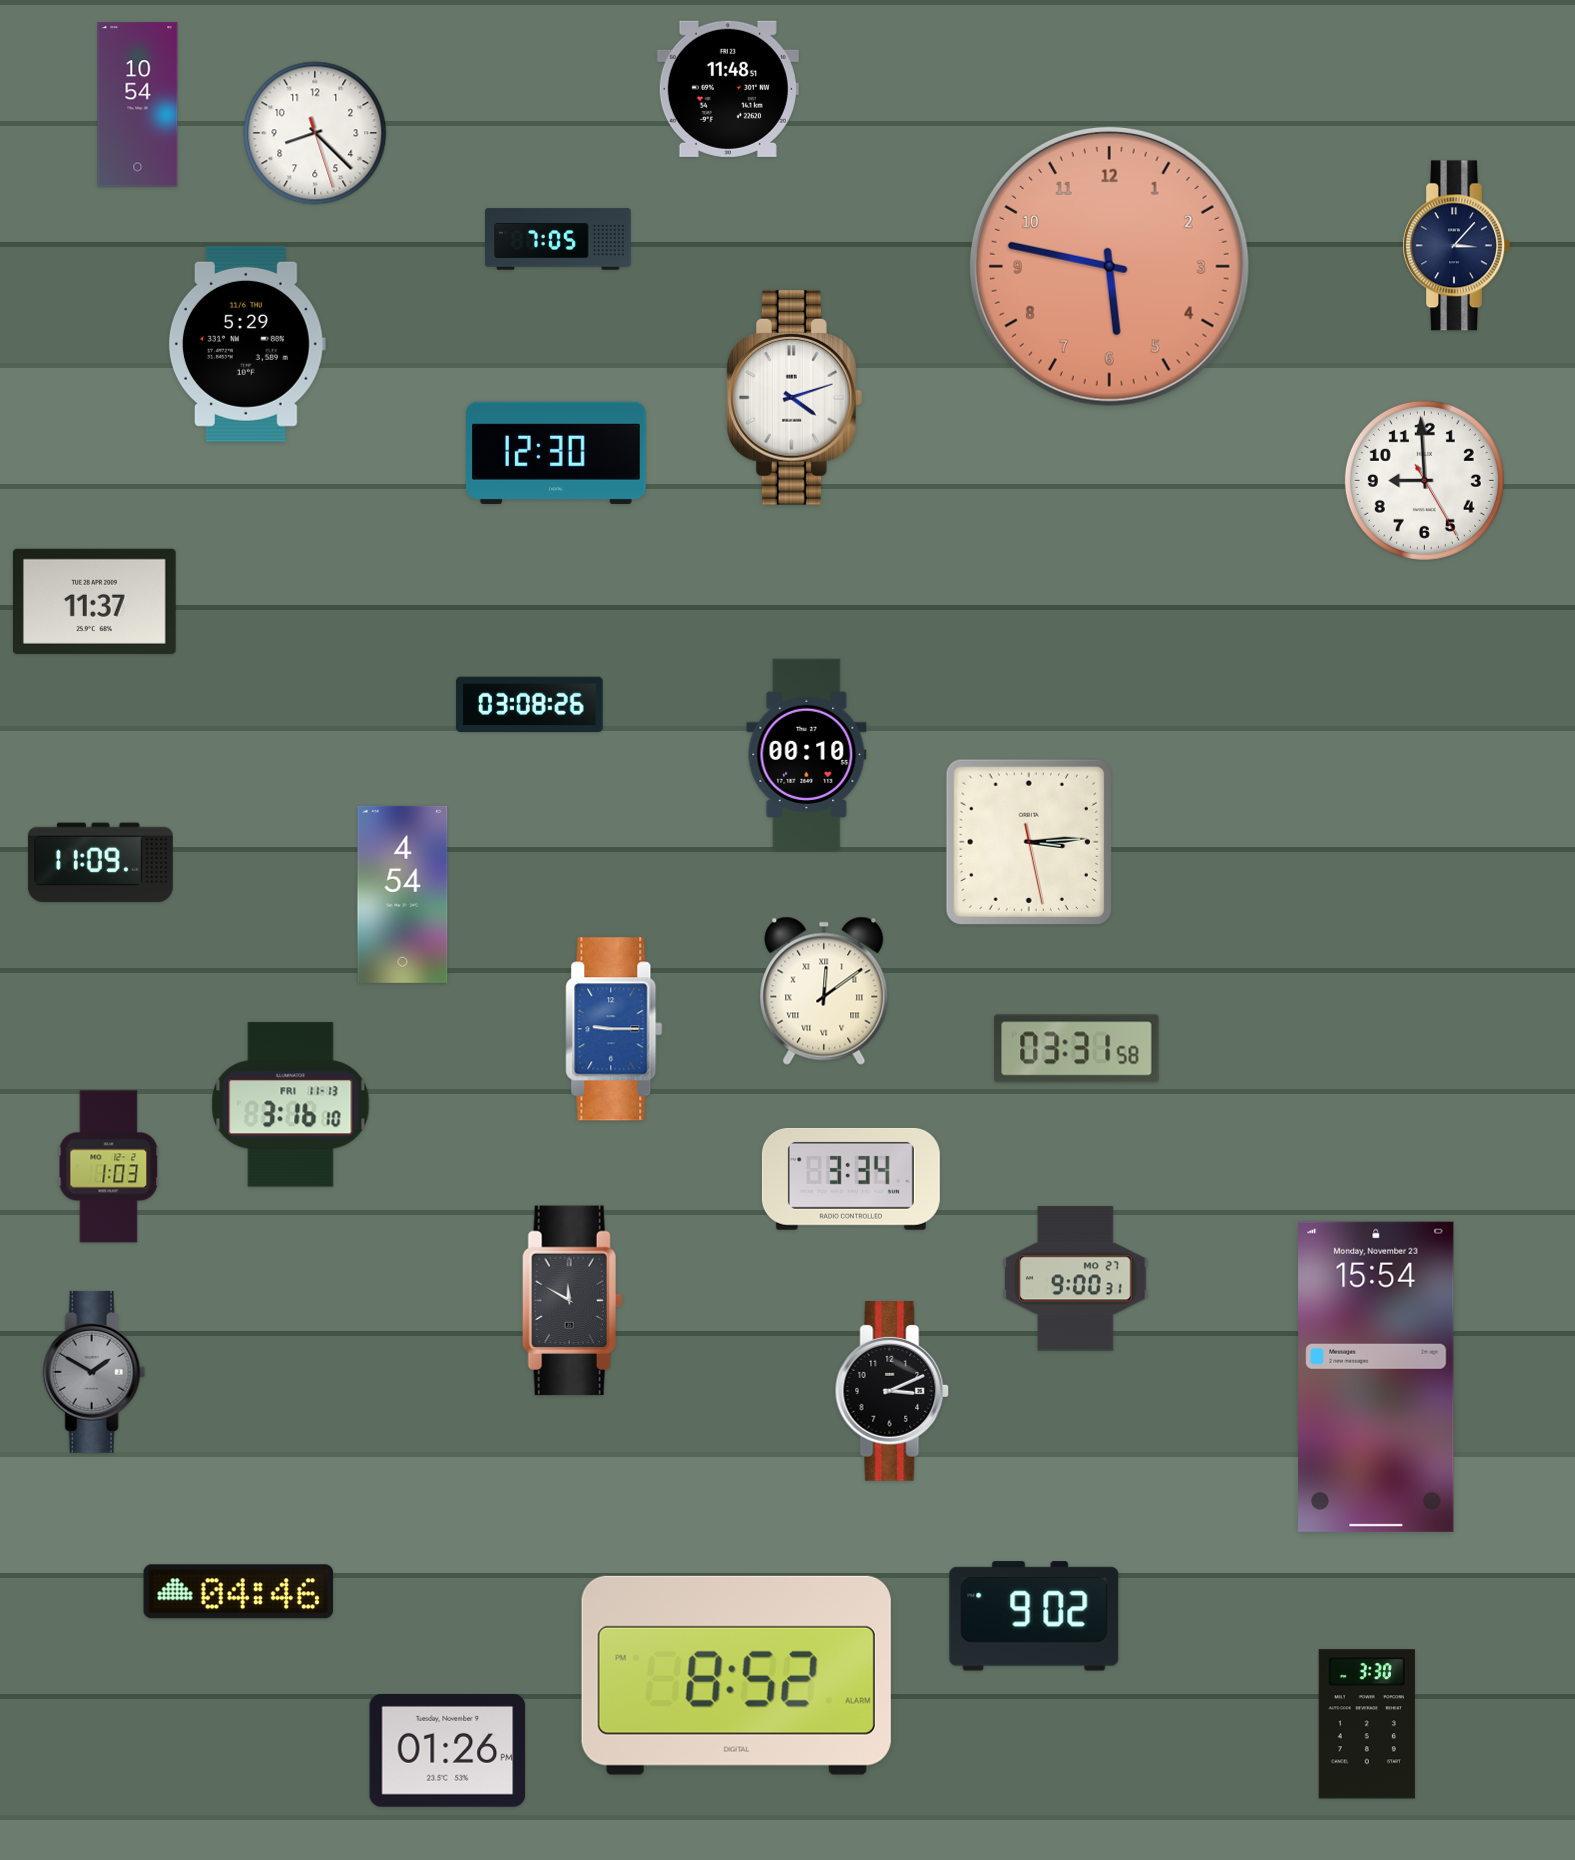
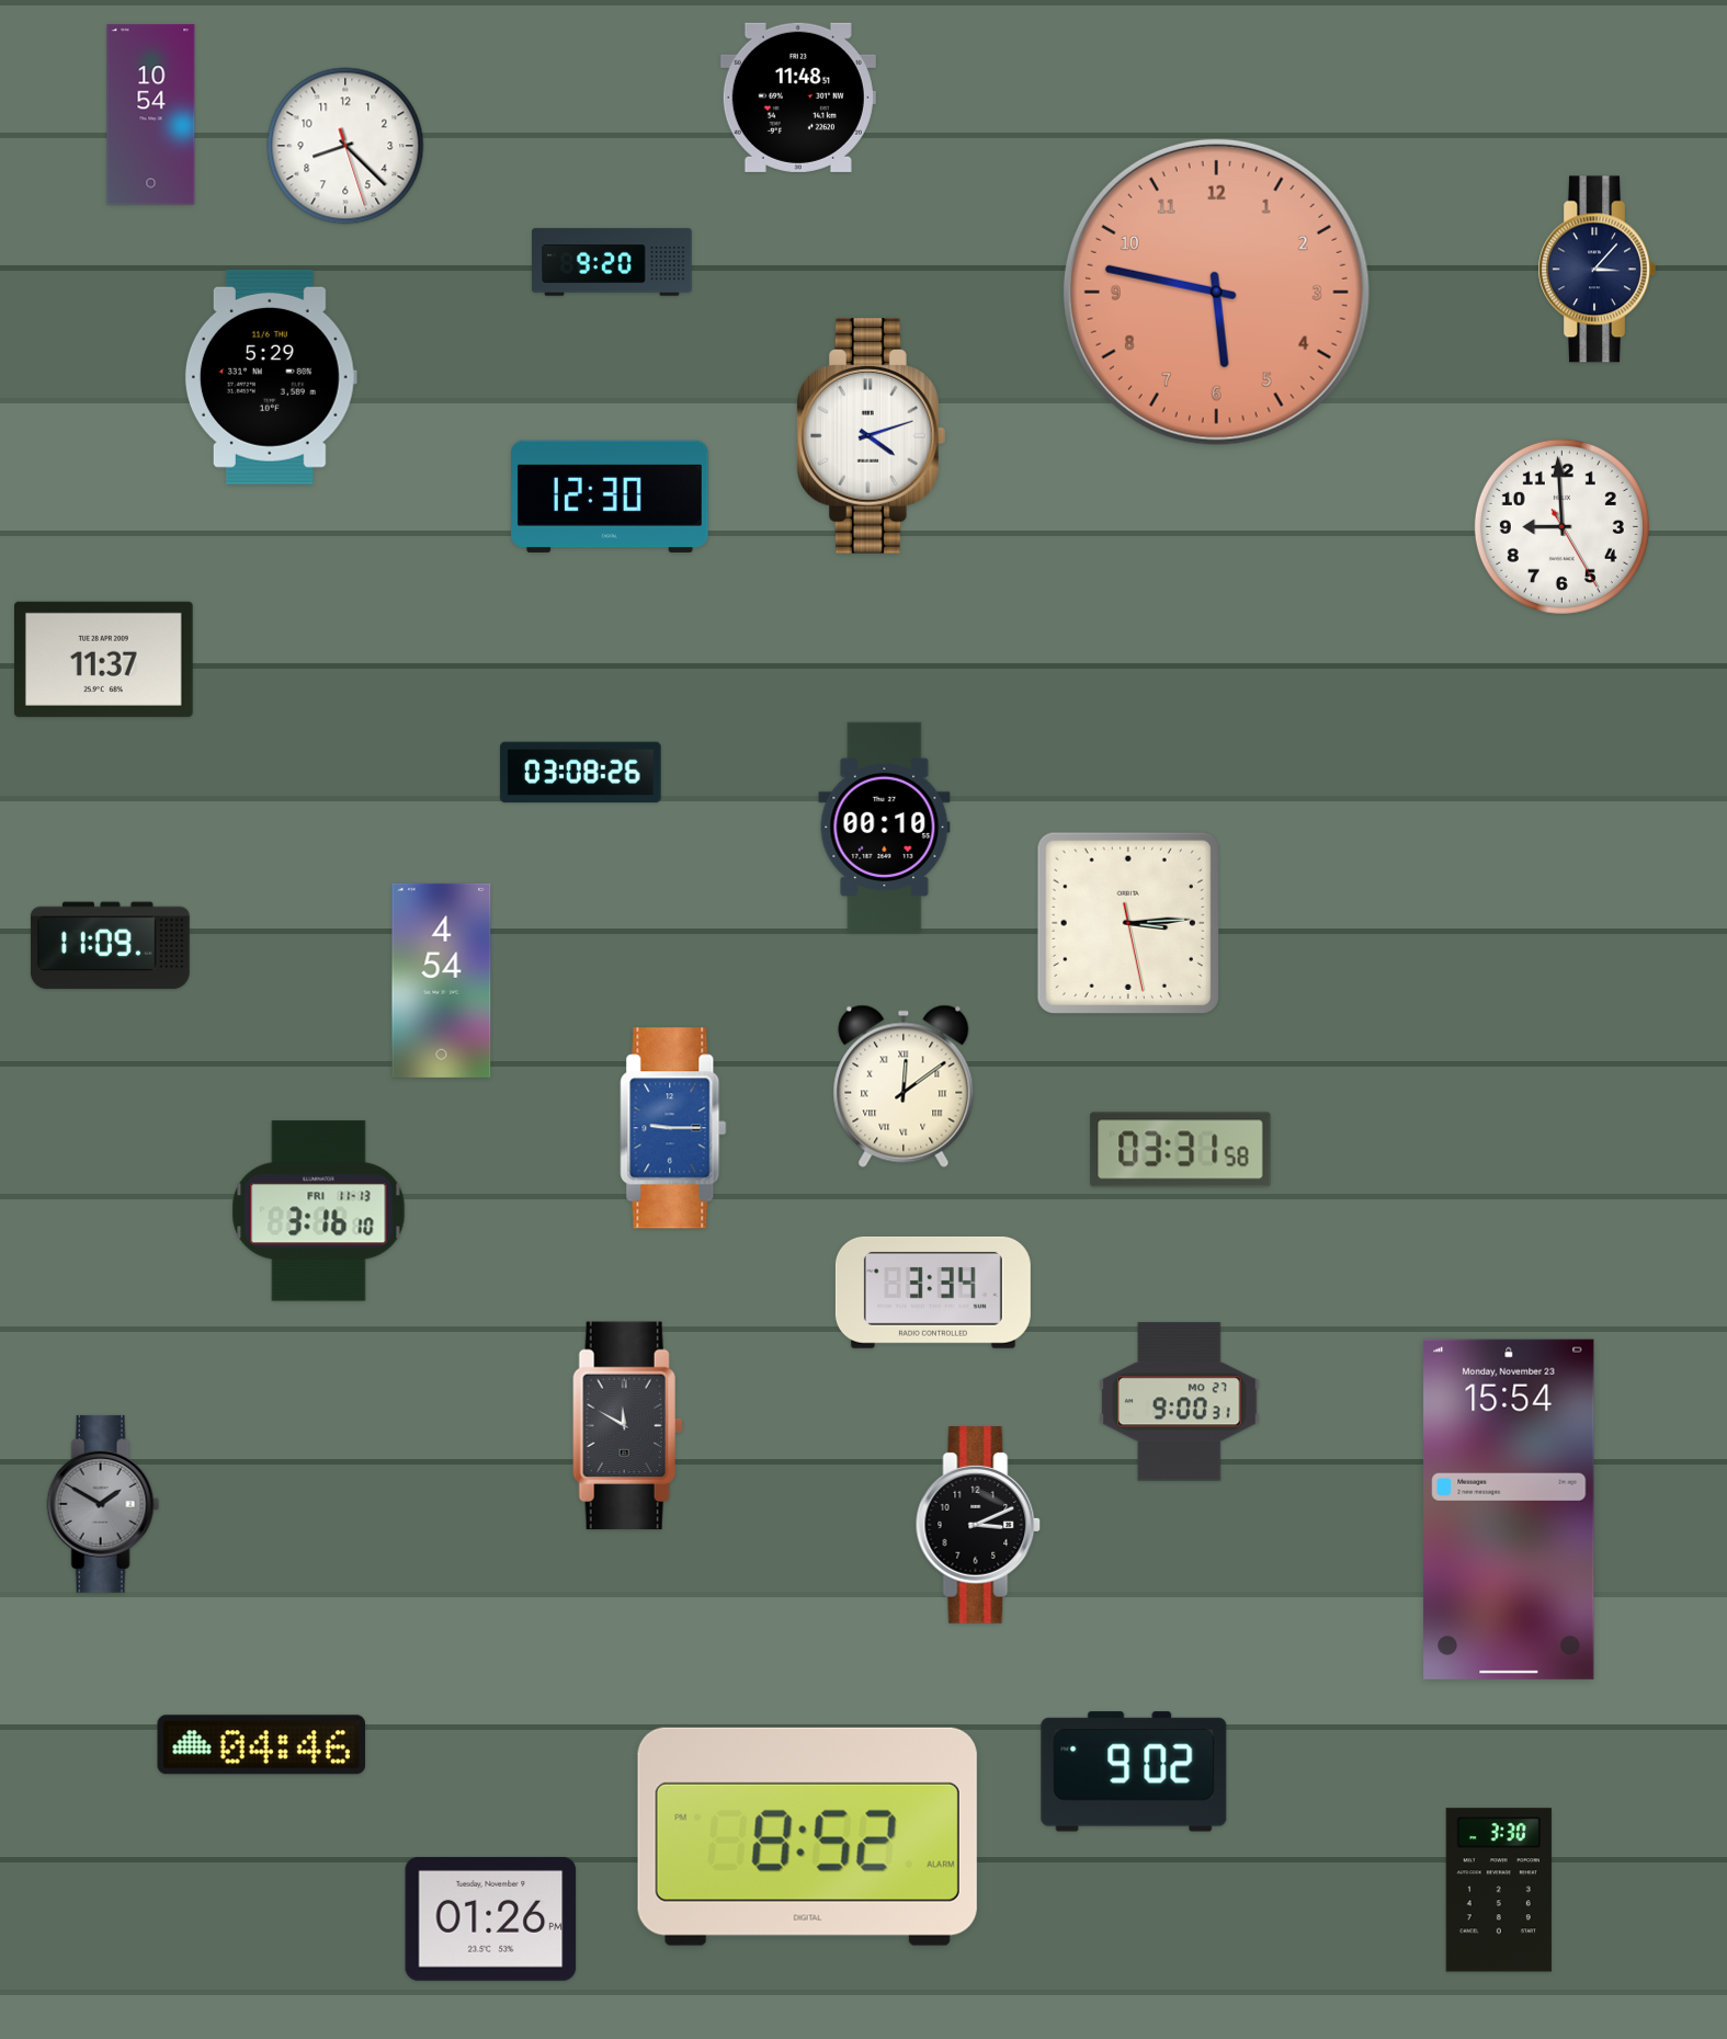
clock at (558, 239): 7:05 -> 9:20
clock at (109, 1167): 1:03 -> none
